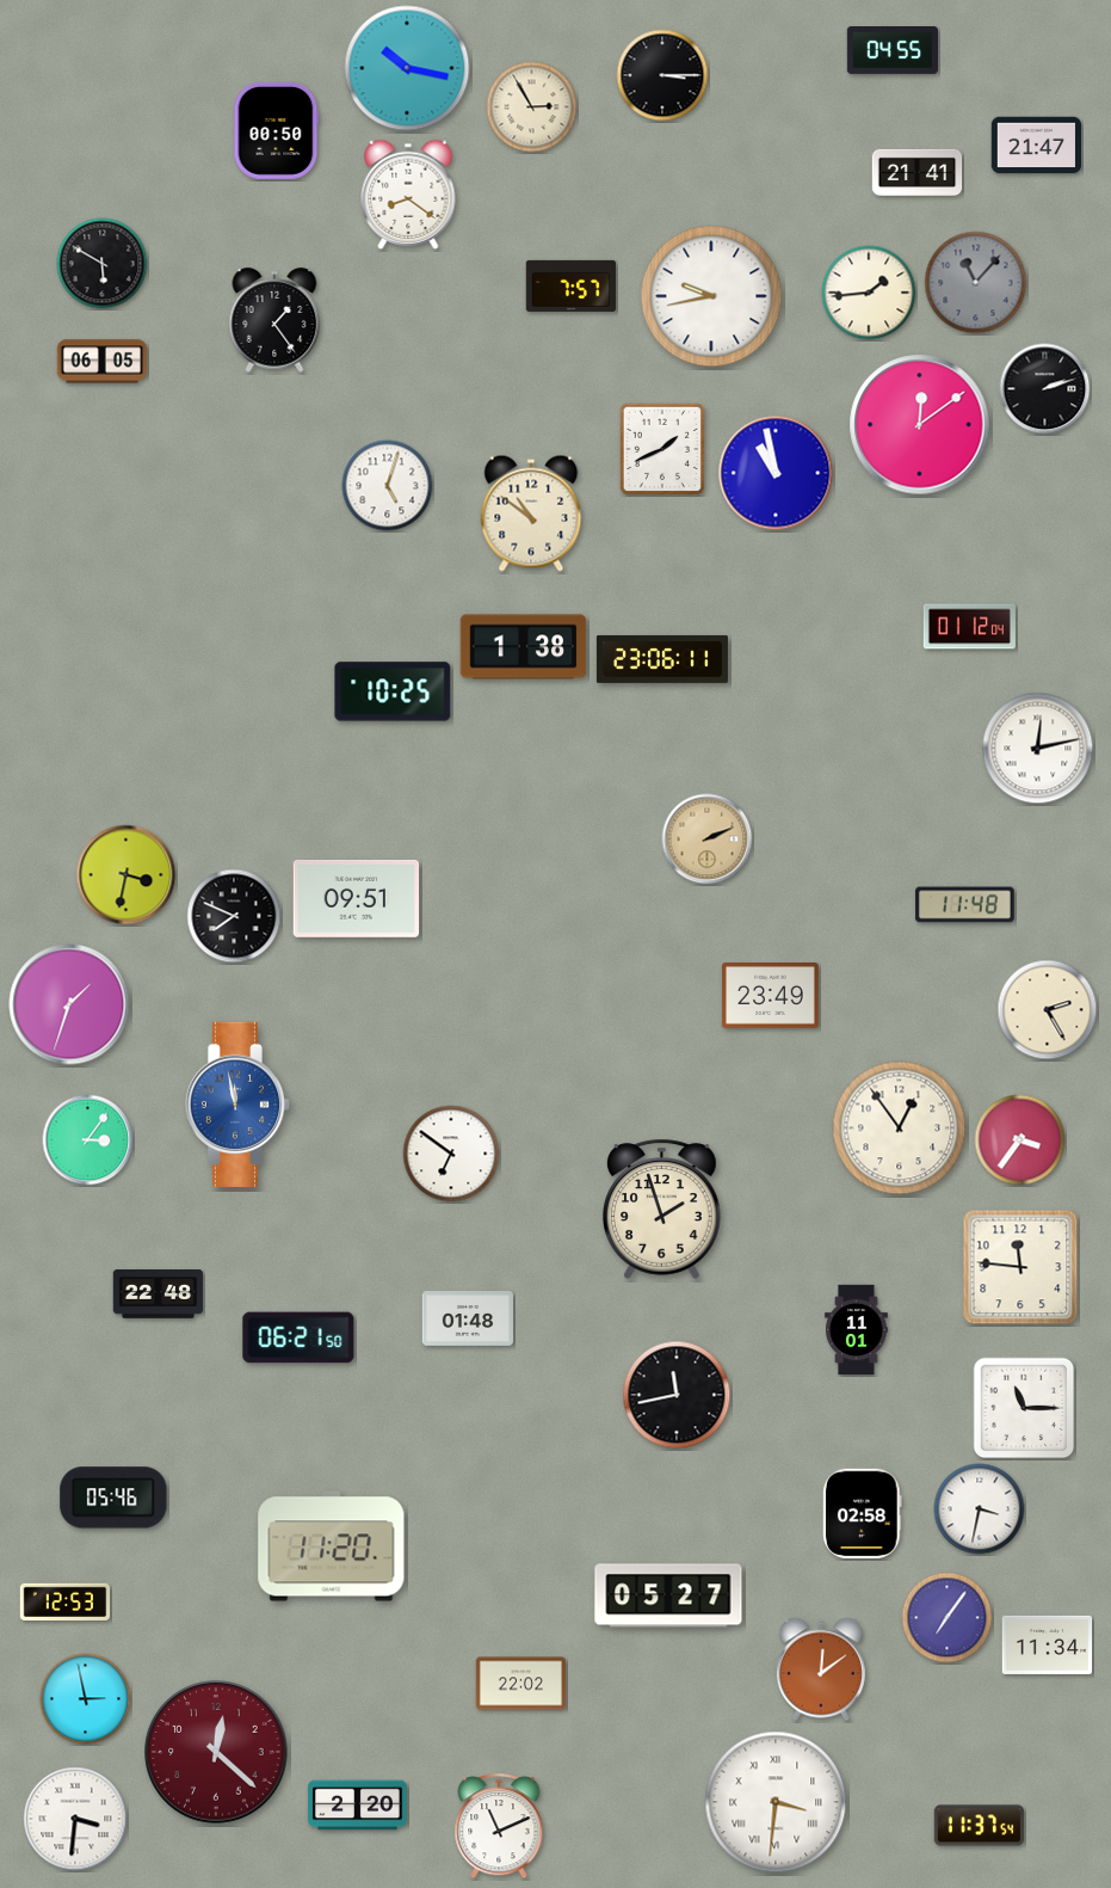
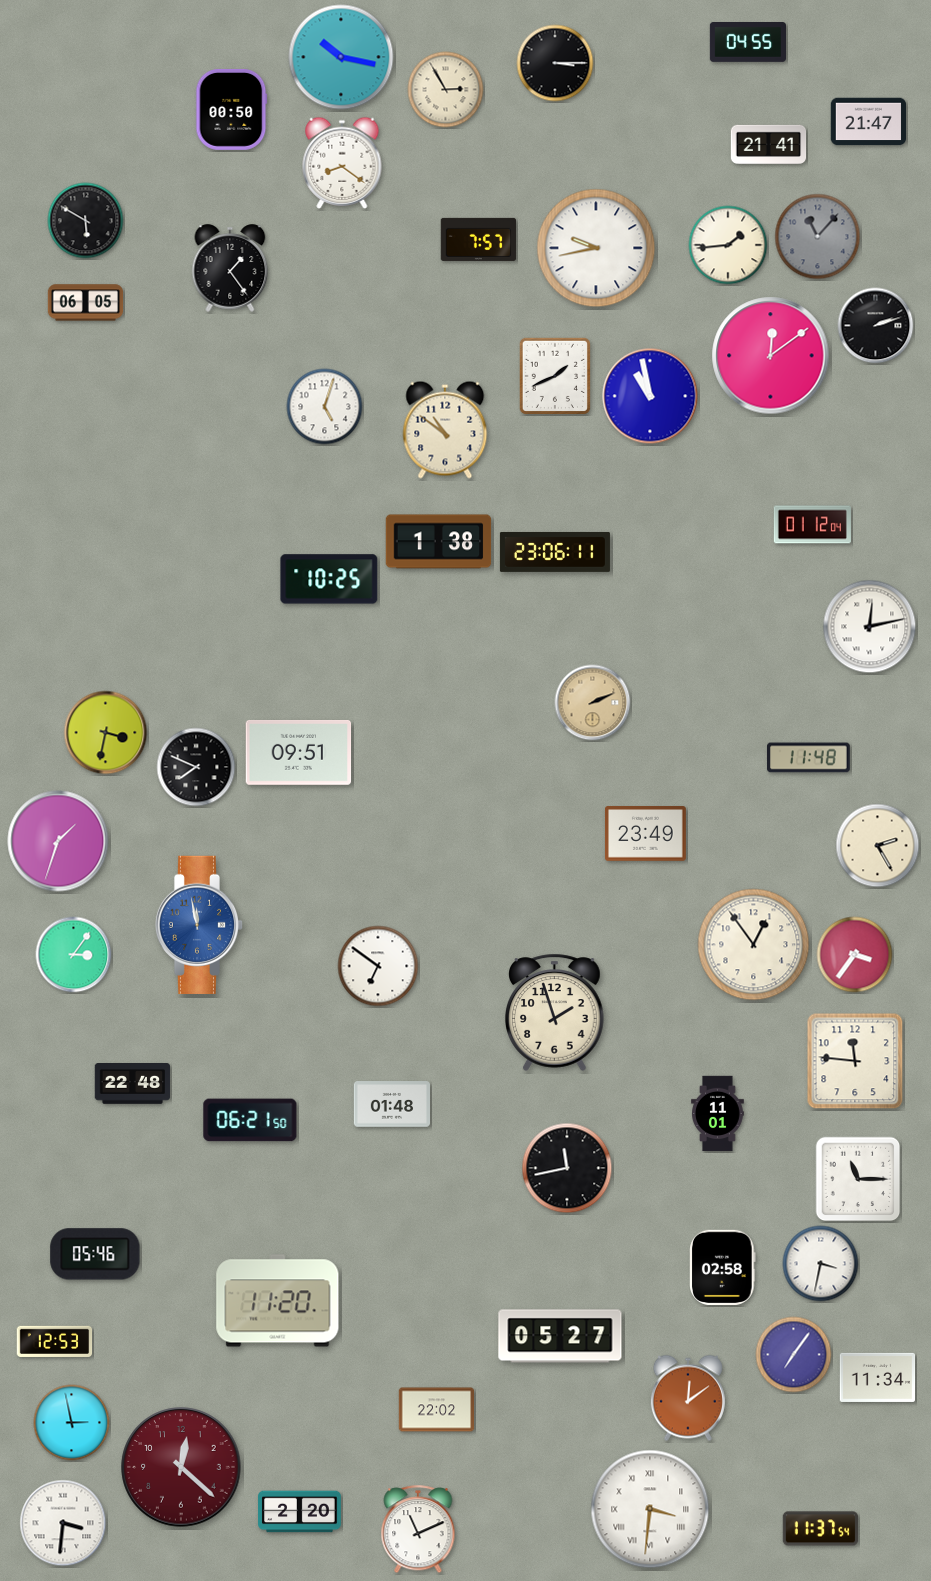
clock at (332, 1546) position: (332, 1546) -> (278, 1301)
